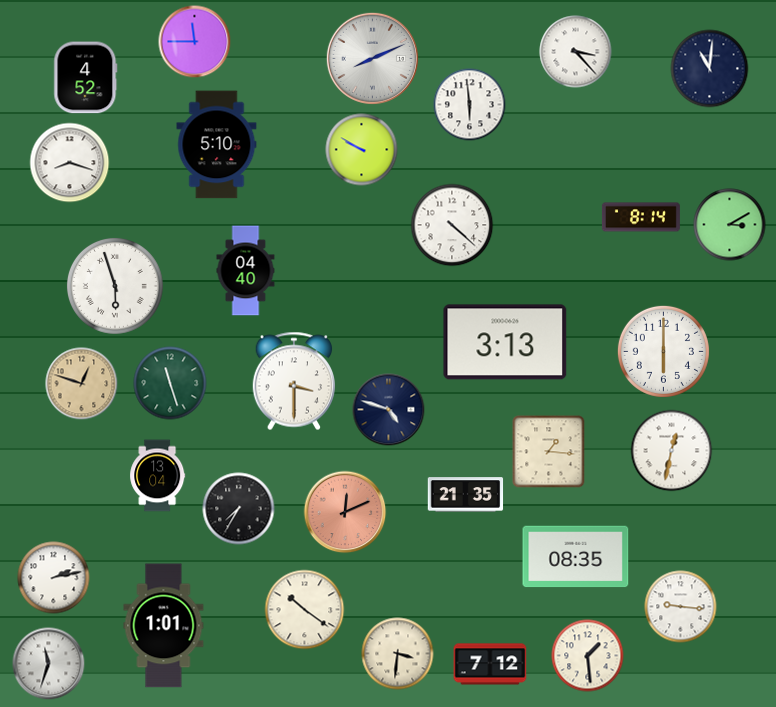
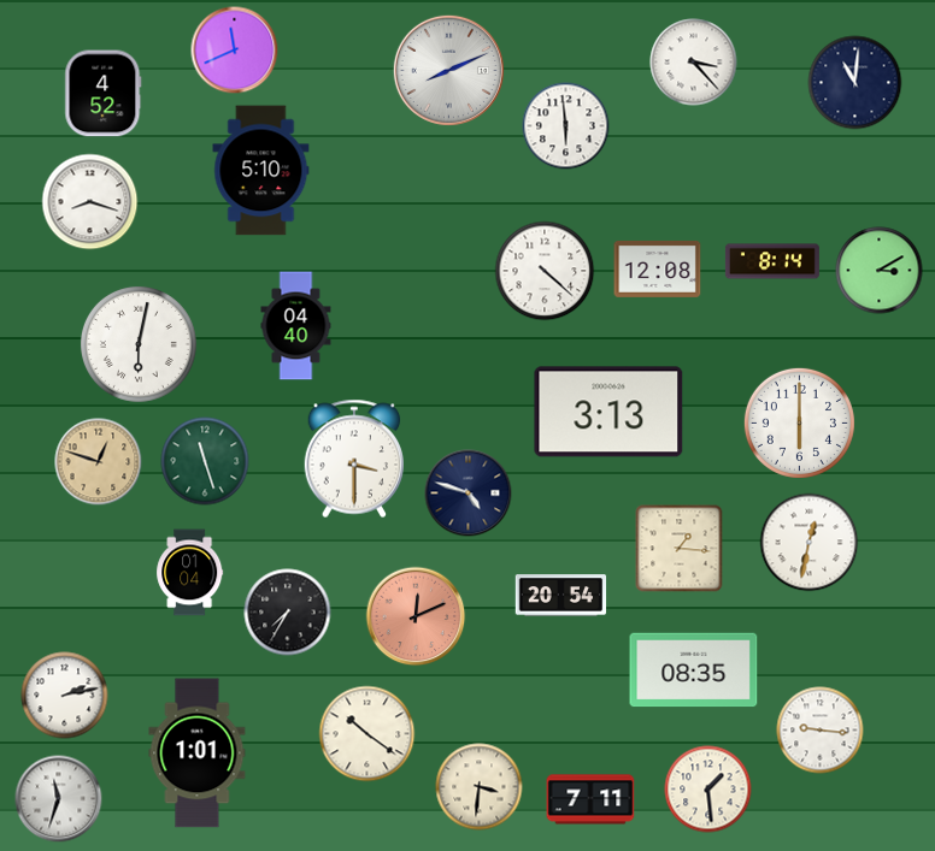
clock at (195, 42): 11:45 -> 11:41
clock at (217, 145) position: (217, 145) -> (261, 171)
clock at (362, 150): 9:50 -> none
clock at (70, 163) position: (70, 163) -> (90, 202)
clock at (658, 268): none -> 12:08
clock at (115, 286): 5:57 -> 6:02
clock at (549, 452) position: (549, 452) -> (680, 549)
clock at (158, 476): 13:04 -> 01:04
clock at (466, 495): 21:35 -> 20:54
clock at (490, 664): 7:12 -> 7:11
